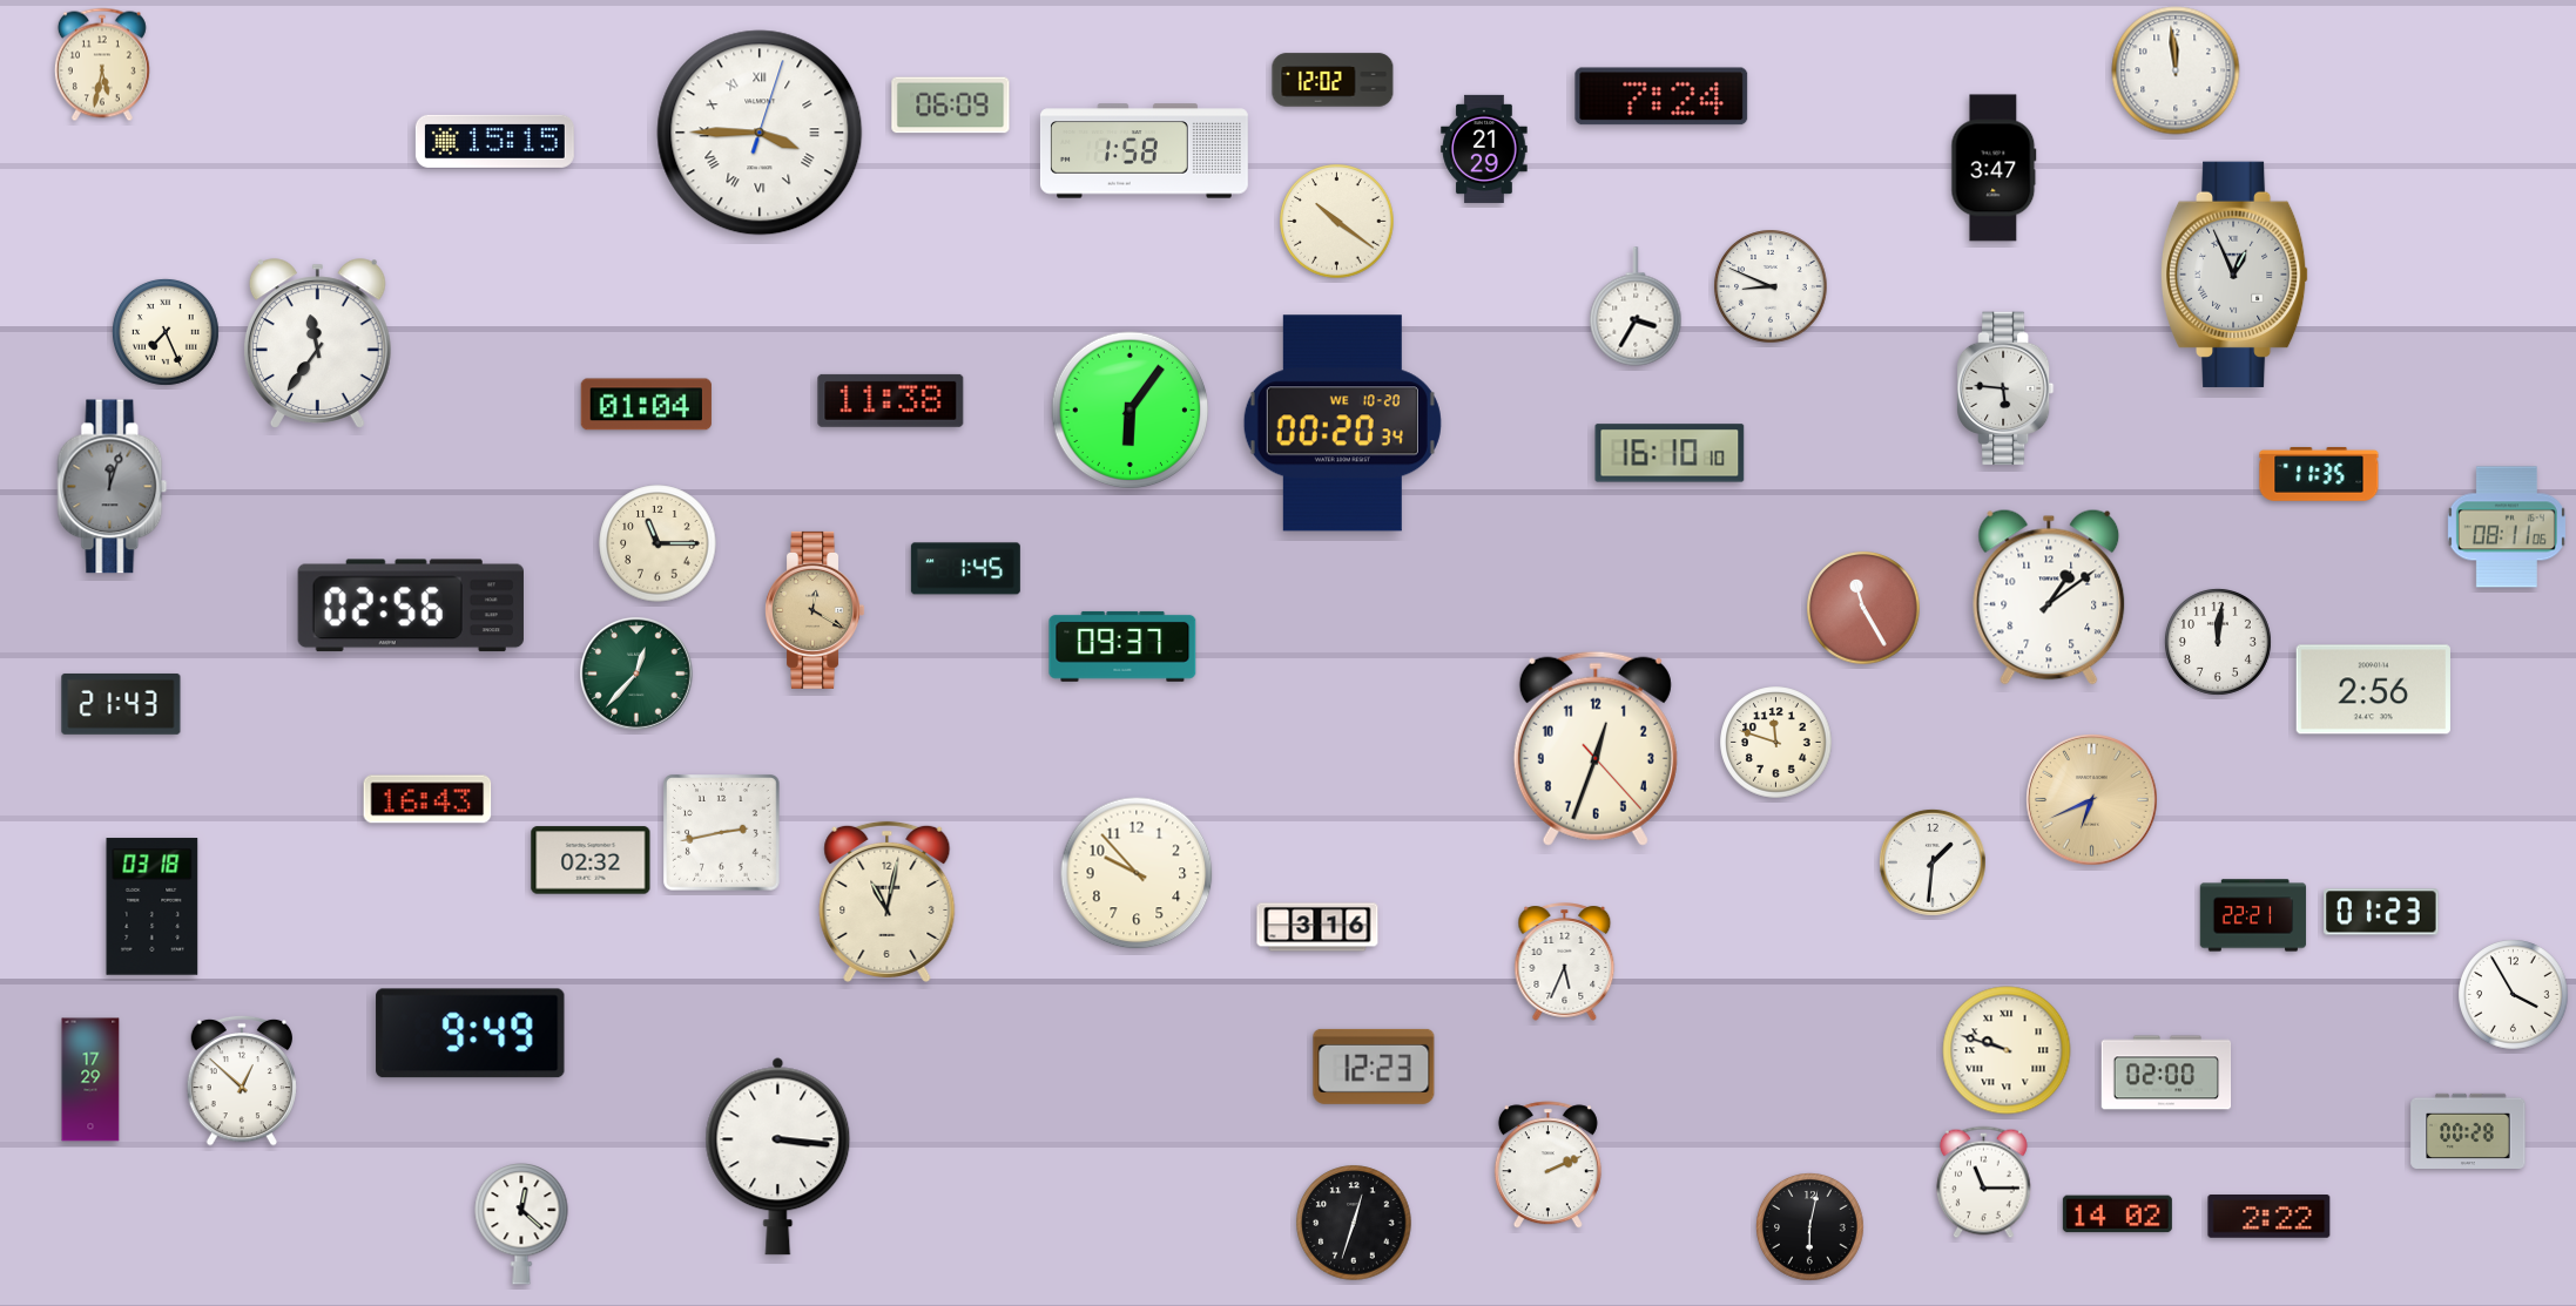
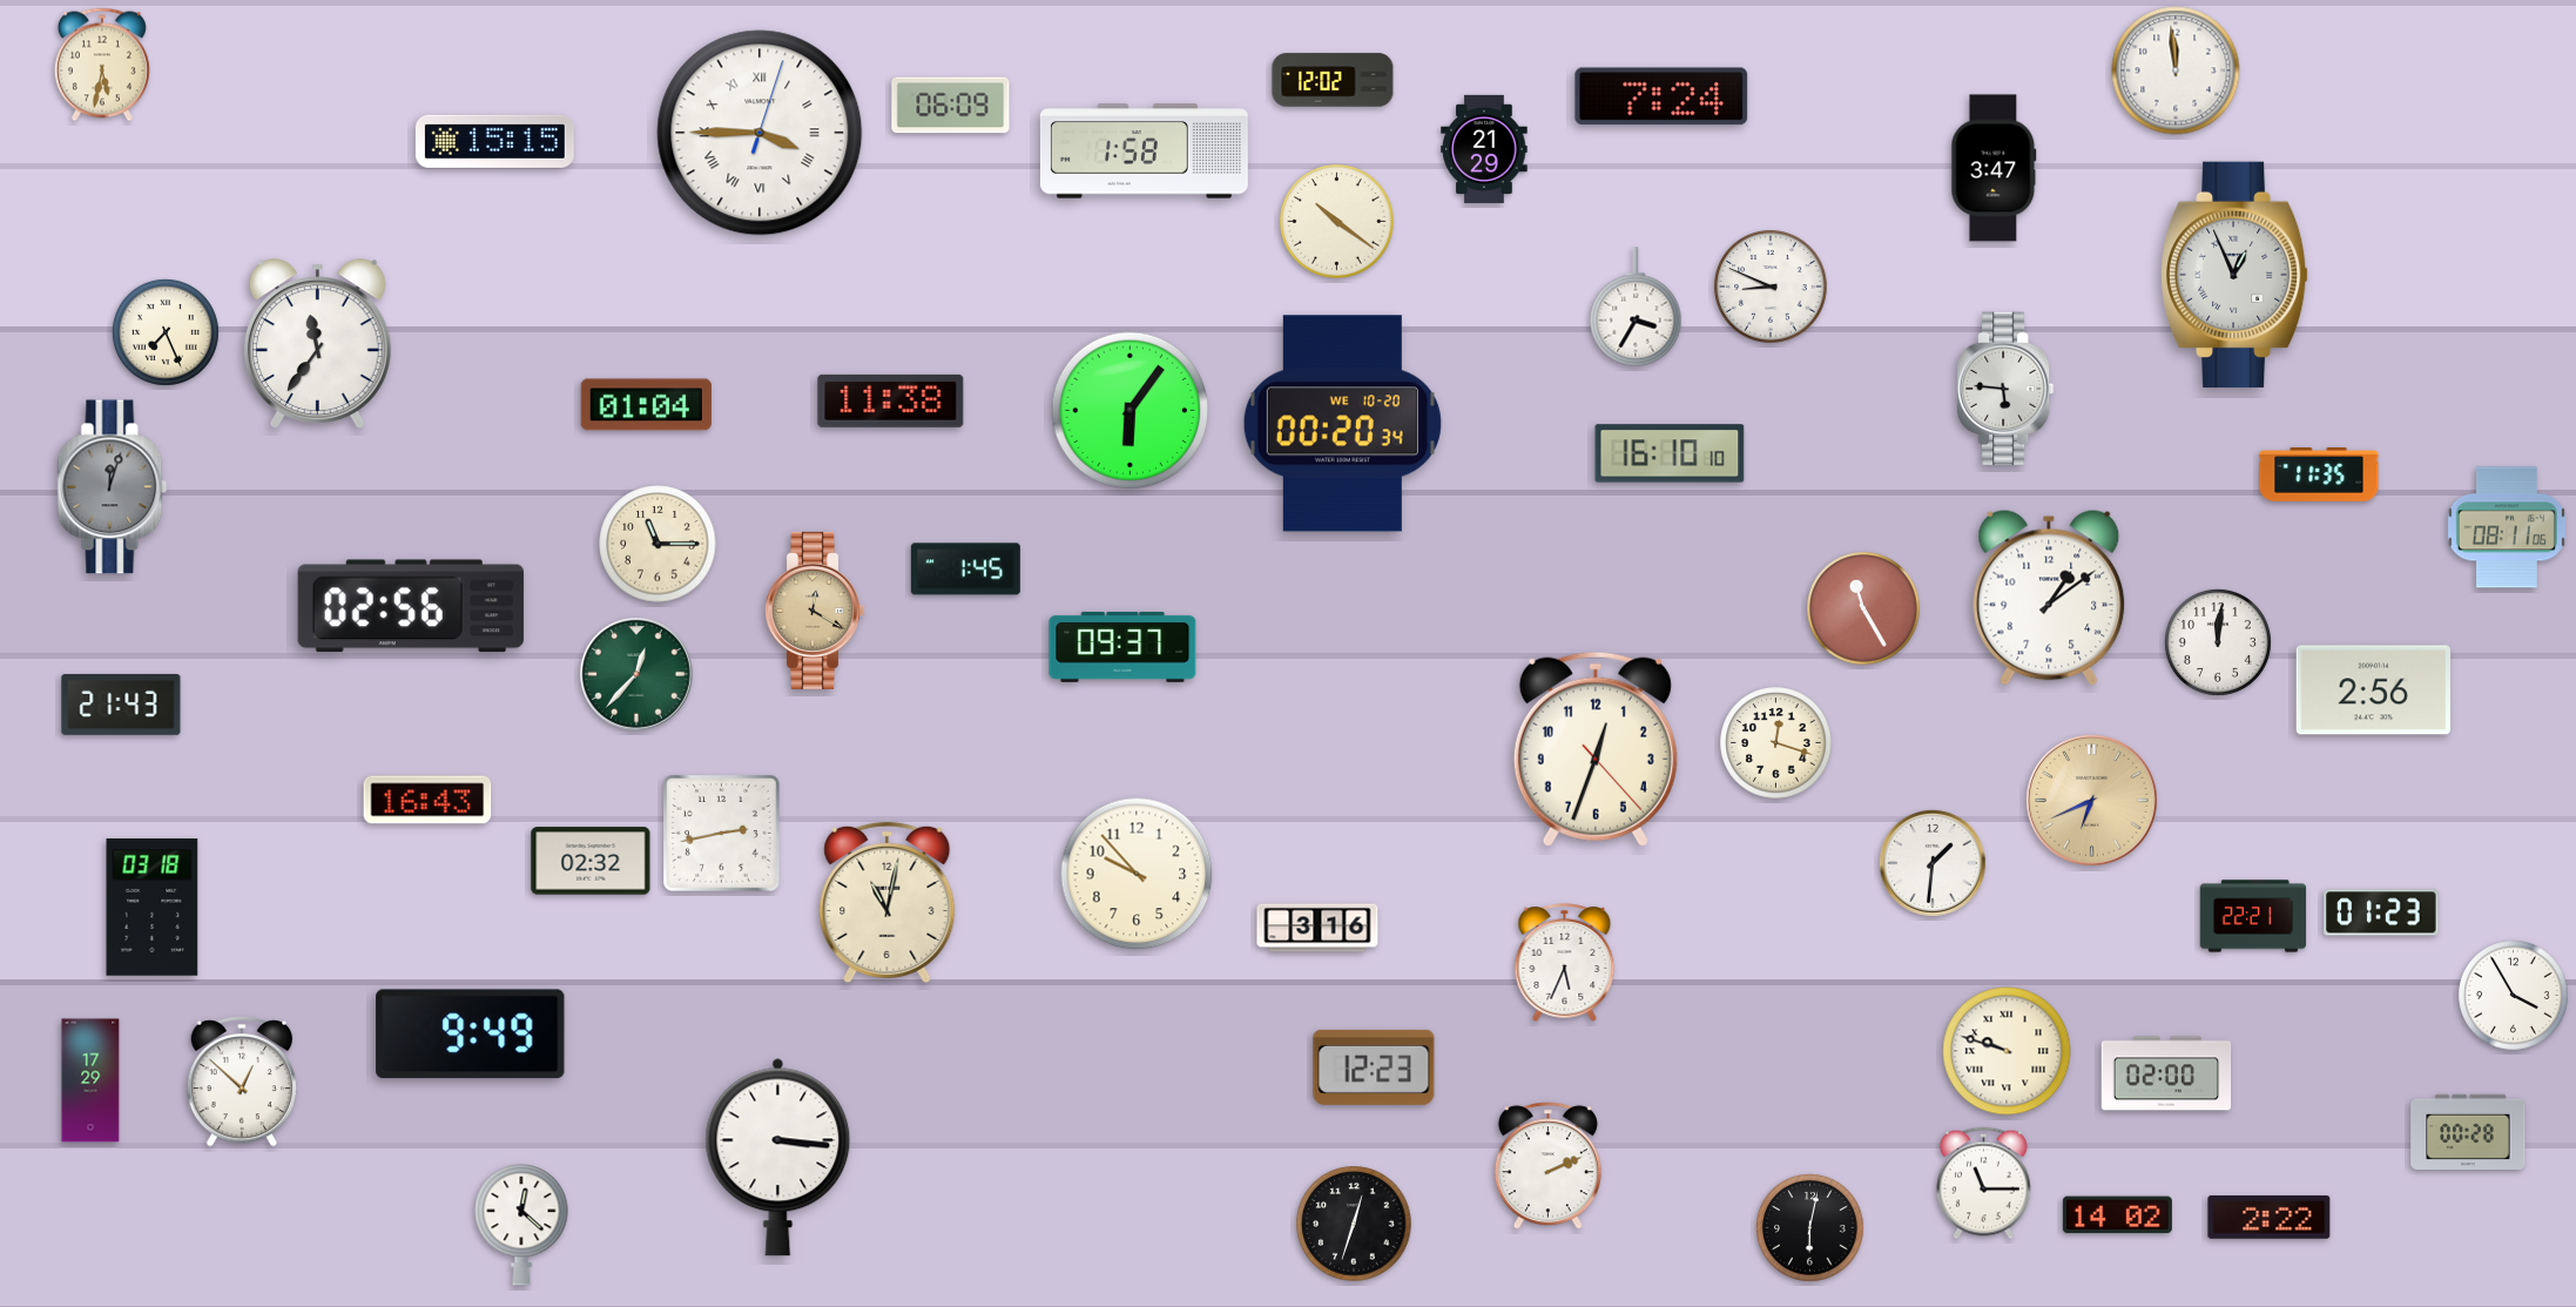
clock at (1776, 743): 11:48 -> 12:18
